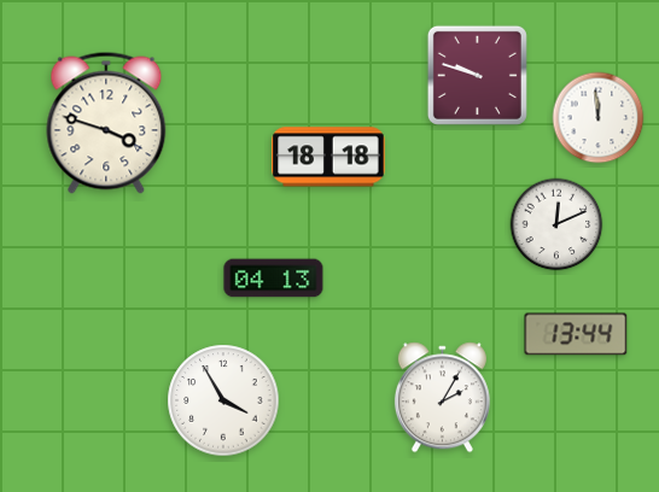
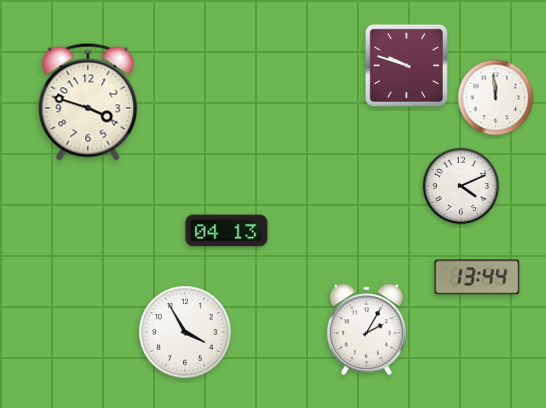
clock at (477, 75) position: (477, 75) -> (406, 65)
clock at (328, 157): 18:18 -> none
clock at (556, 224): 12:11 -> 4:11
